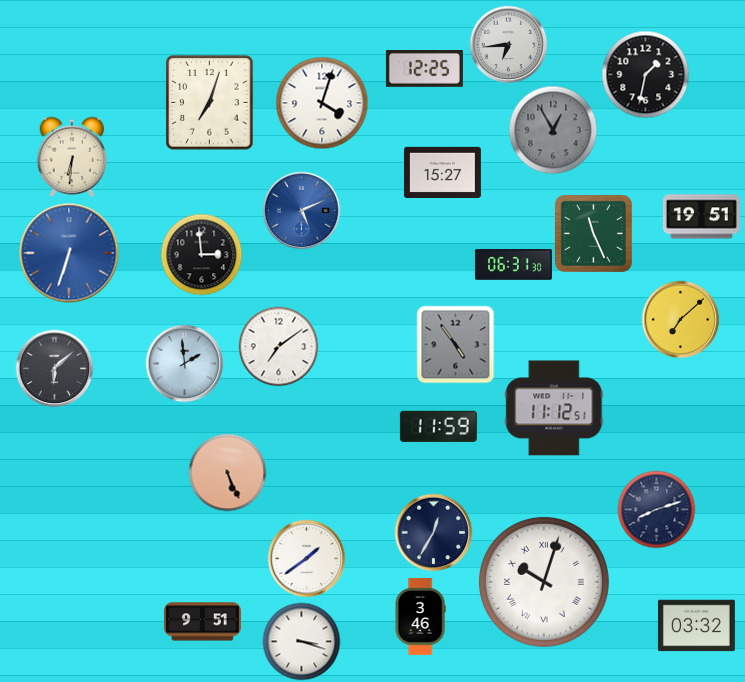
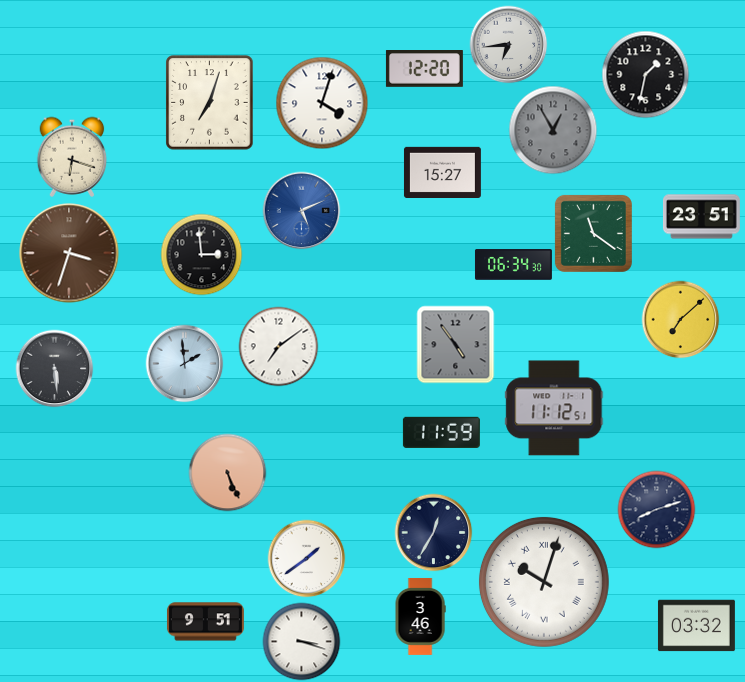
clock at (424, 69): 12:25 -> 12:20
clock at (72, 157): 6:31 -> 6:18
clock at (701, 217): 19:51 -> 23:51
clock at (593, 233): 11:26 -> 11:21
clock at (69, 253): 6:33 -> 3:33
clock at (69, 253) dial: blue -> brown
clock at (513, 265): 06:31 -> 06:34
clock at (54, 368): 6:08 -> 5:29
clock at (438, 426) position: (438, 426) -> (441, 432)
clock at (202, 622) position: (202, 622) -> (205, 622)
